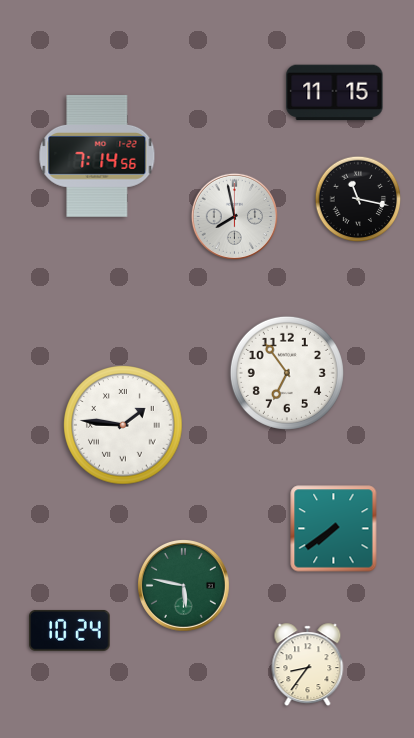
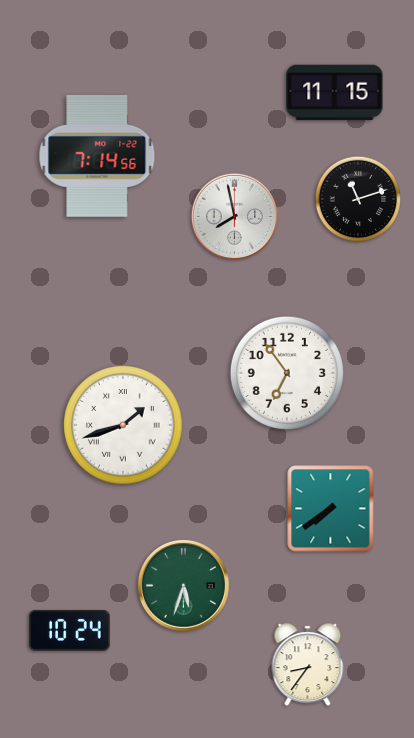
clock at (358, 199): 11:17 -> 11:12
clock at (123, 425): 1:46 -> 1:42
clock at (334, 529) position: (334, 529) -> (331, 509)
clock at (183, 585): 5:47 -> 5:33
